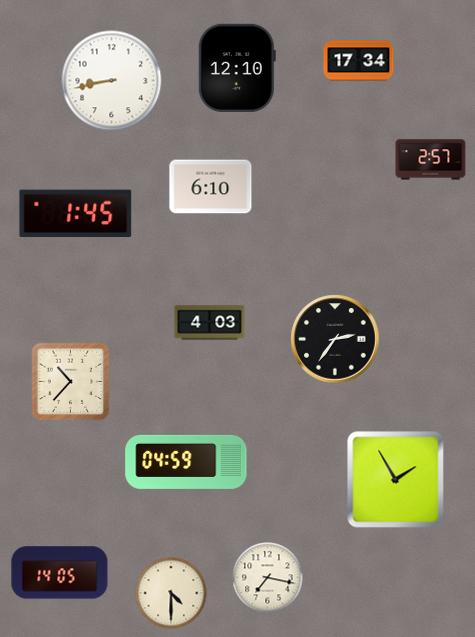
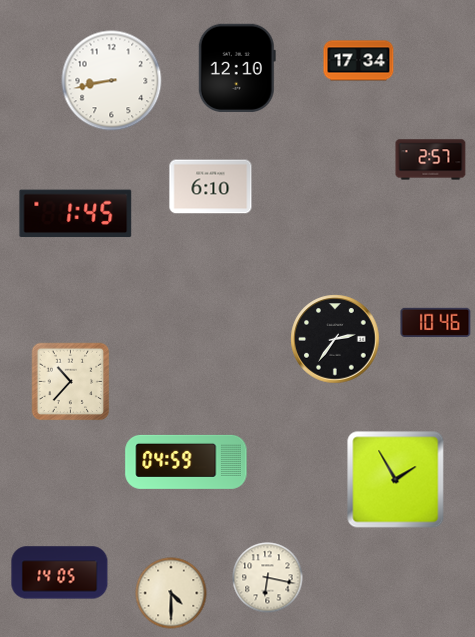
clock at (436, 322): none -> 10:46
clock at (210, 323): 4:03 -> none
clock at (268, 578): 7:17 -> 6:17
